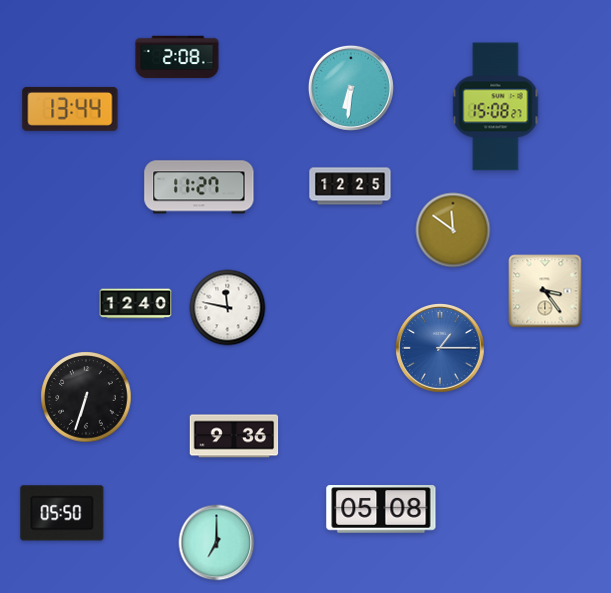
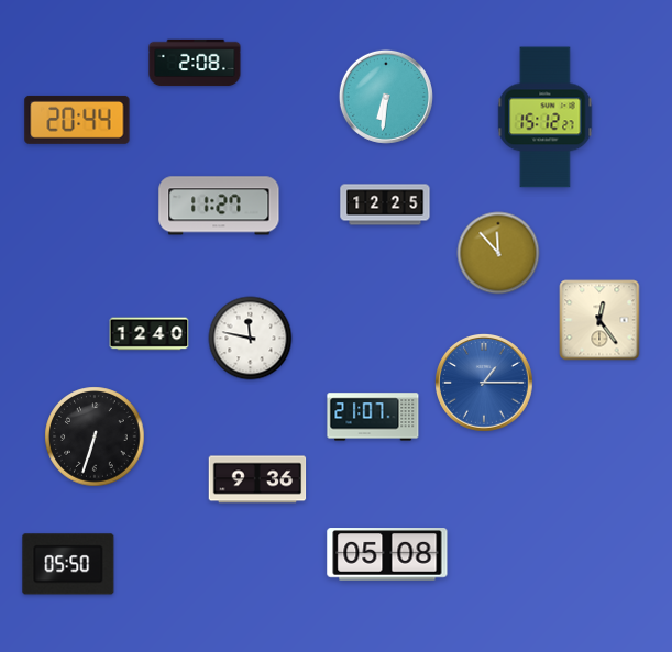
clock at (496, 107): 15:08 -> 15:12
clock at (70, 109): 13:44 -> 20:44
clock at (453, 230): 11:51 -> 11:53
clock at (545, 291): 3:24 -> 12:24
clock at (373, 417): none -> 21:07
clock at (381, 509) position: (381, 509) -> (387, 554)
clock at (217, 543): 7:00 -> none
